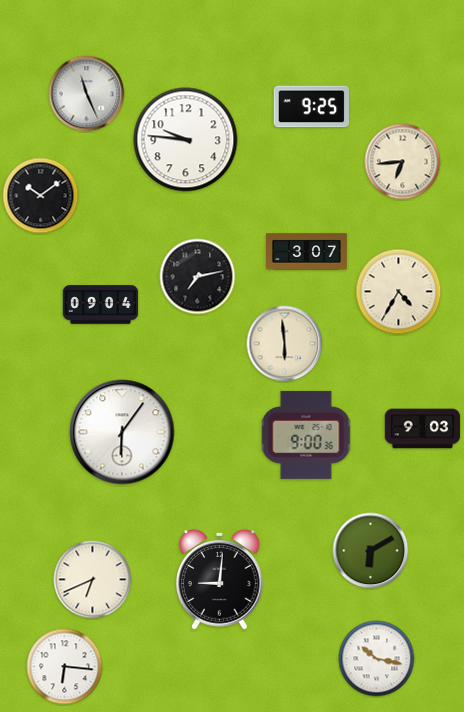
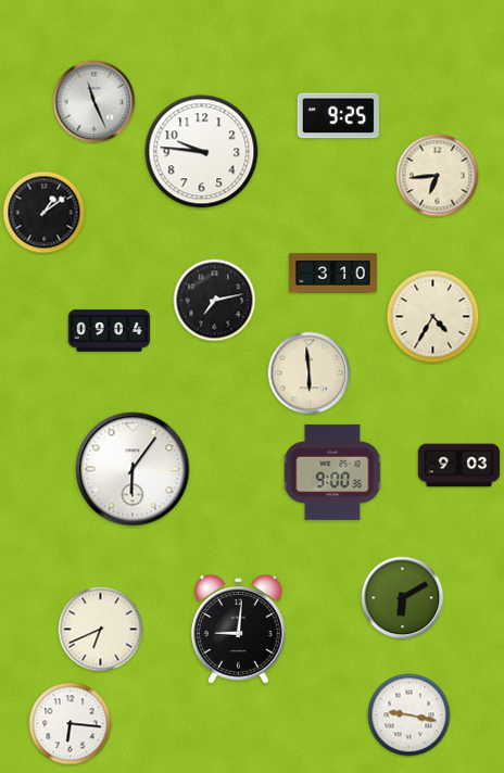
clock at (41, 196): 10:09 -> 1:09
clock at (307, 252): 3:07 -> 3:10
clock at (377, 659): 10:17 -> 9:17
